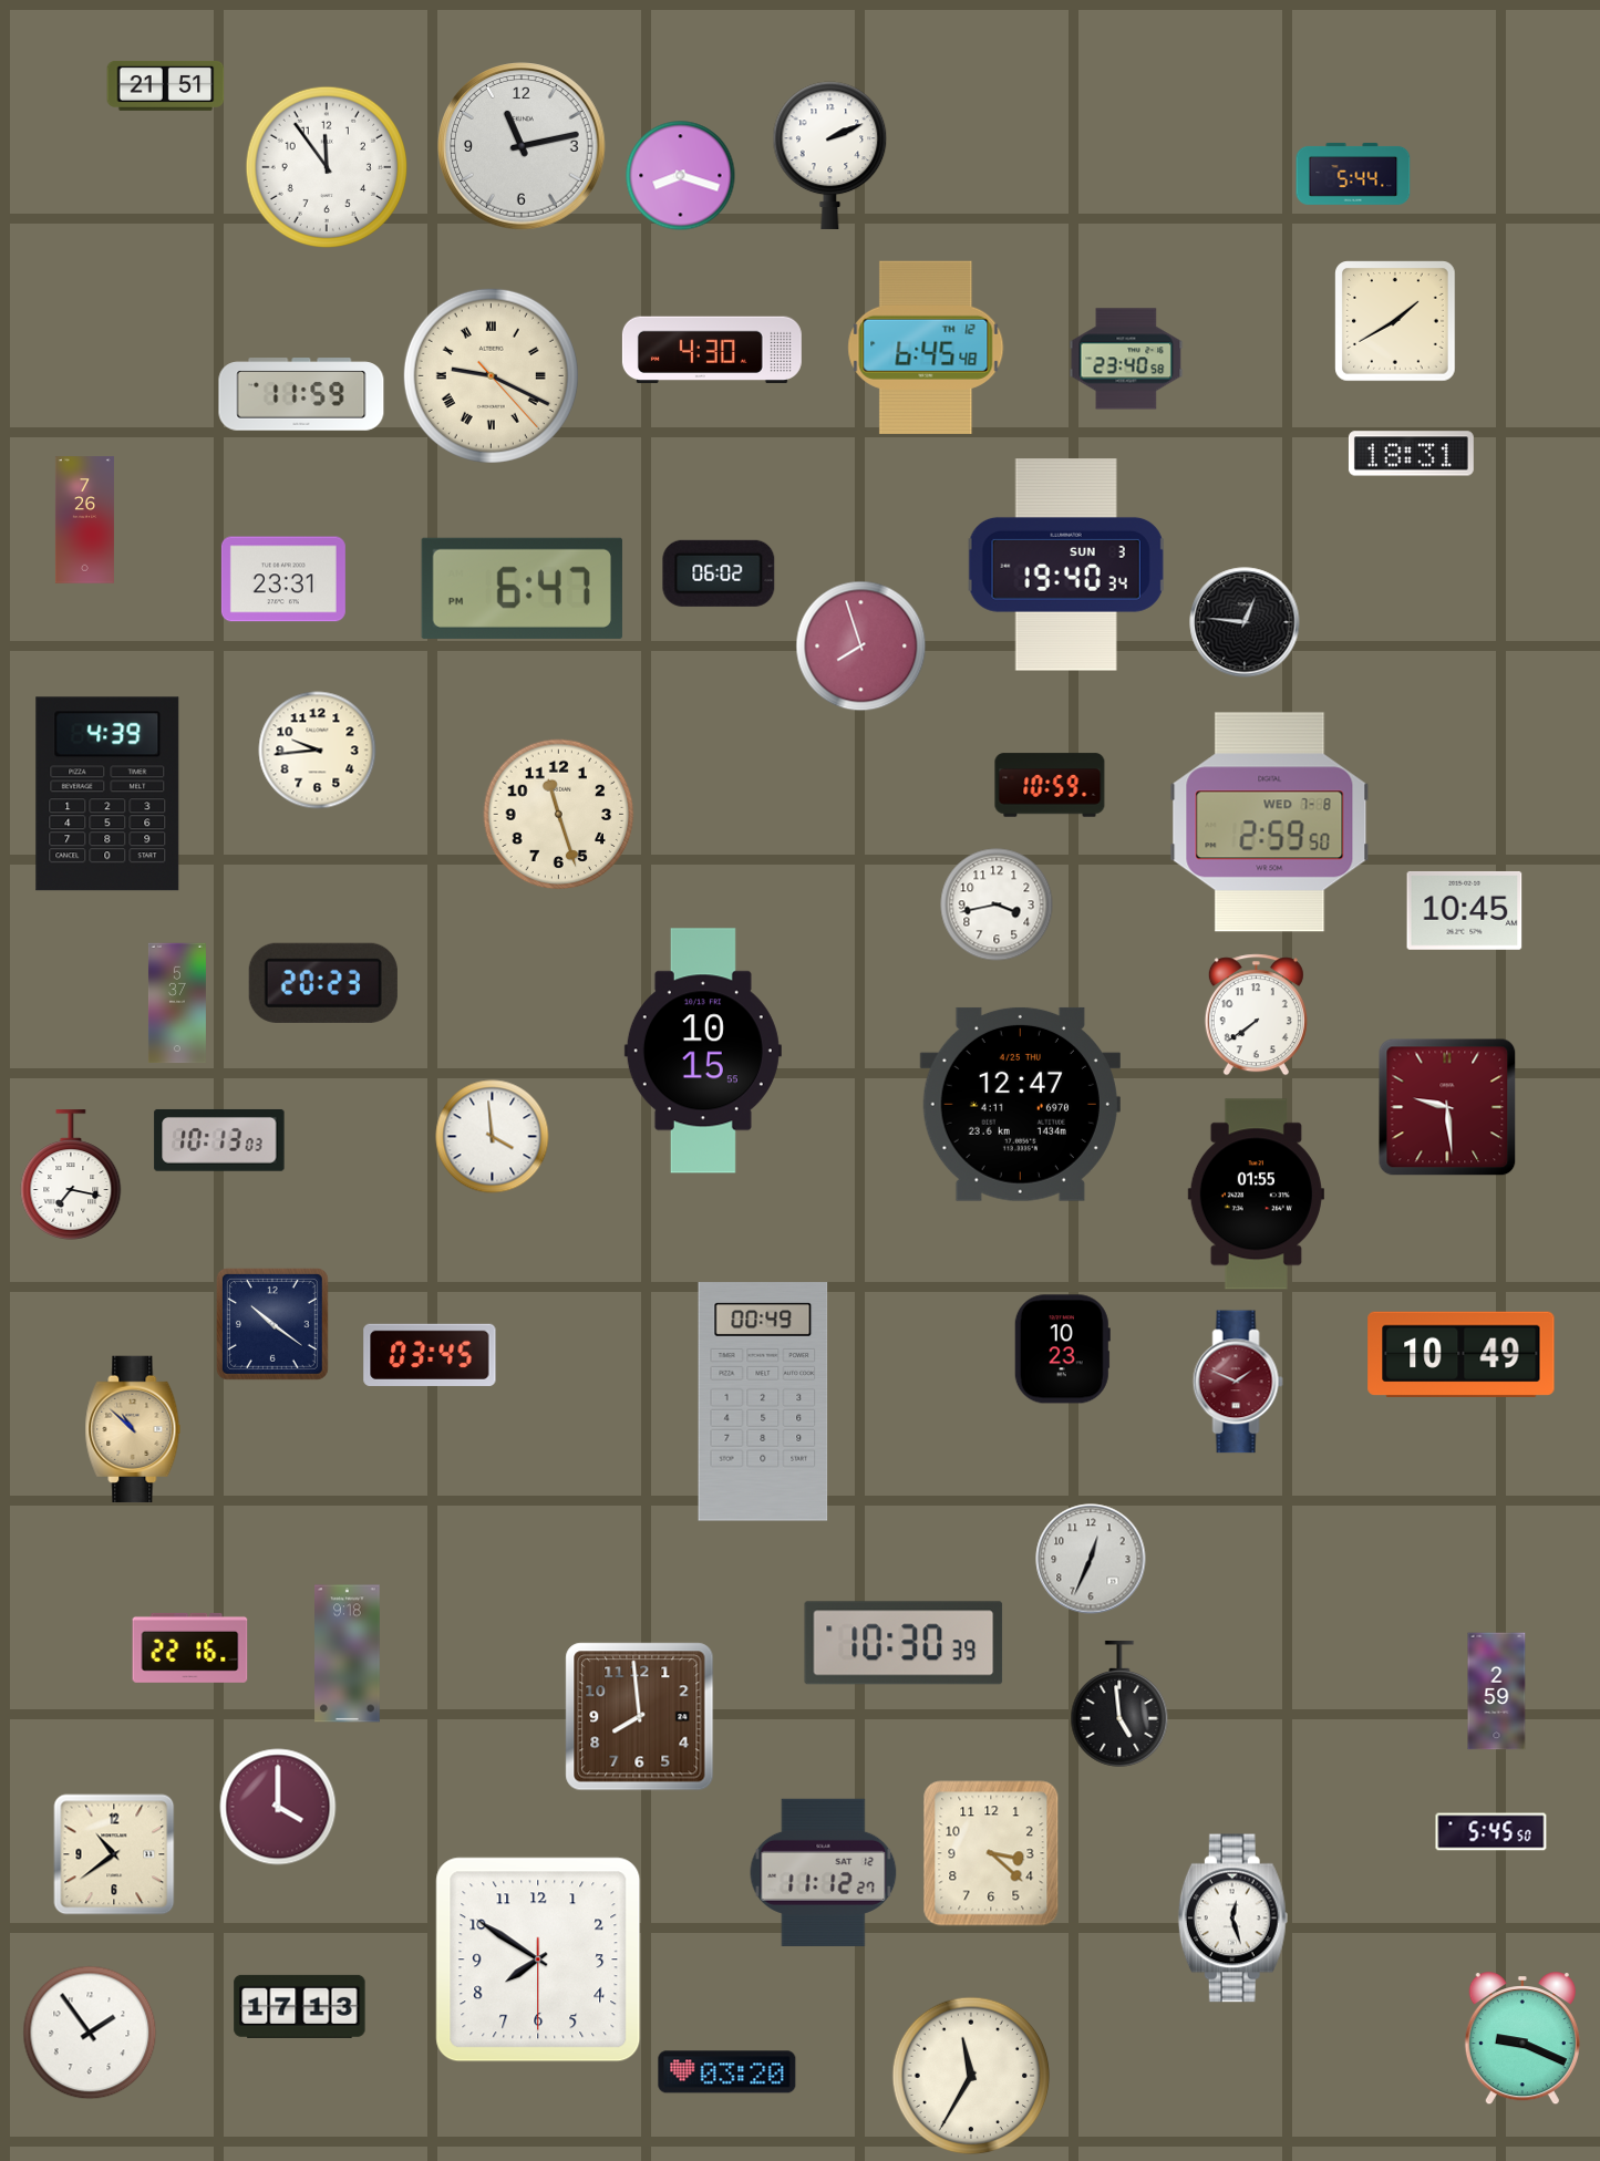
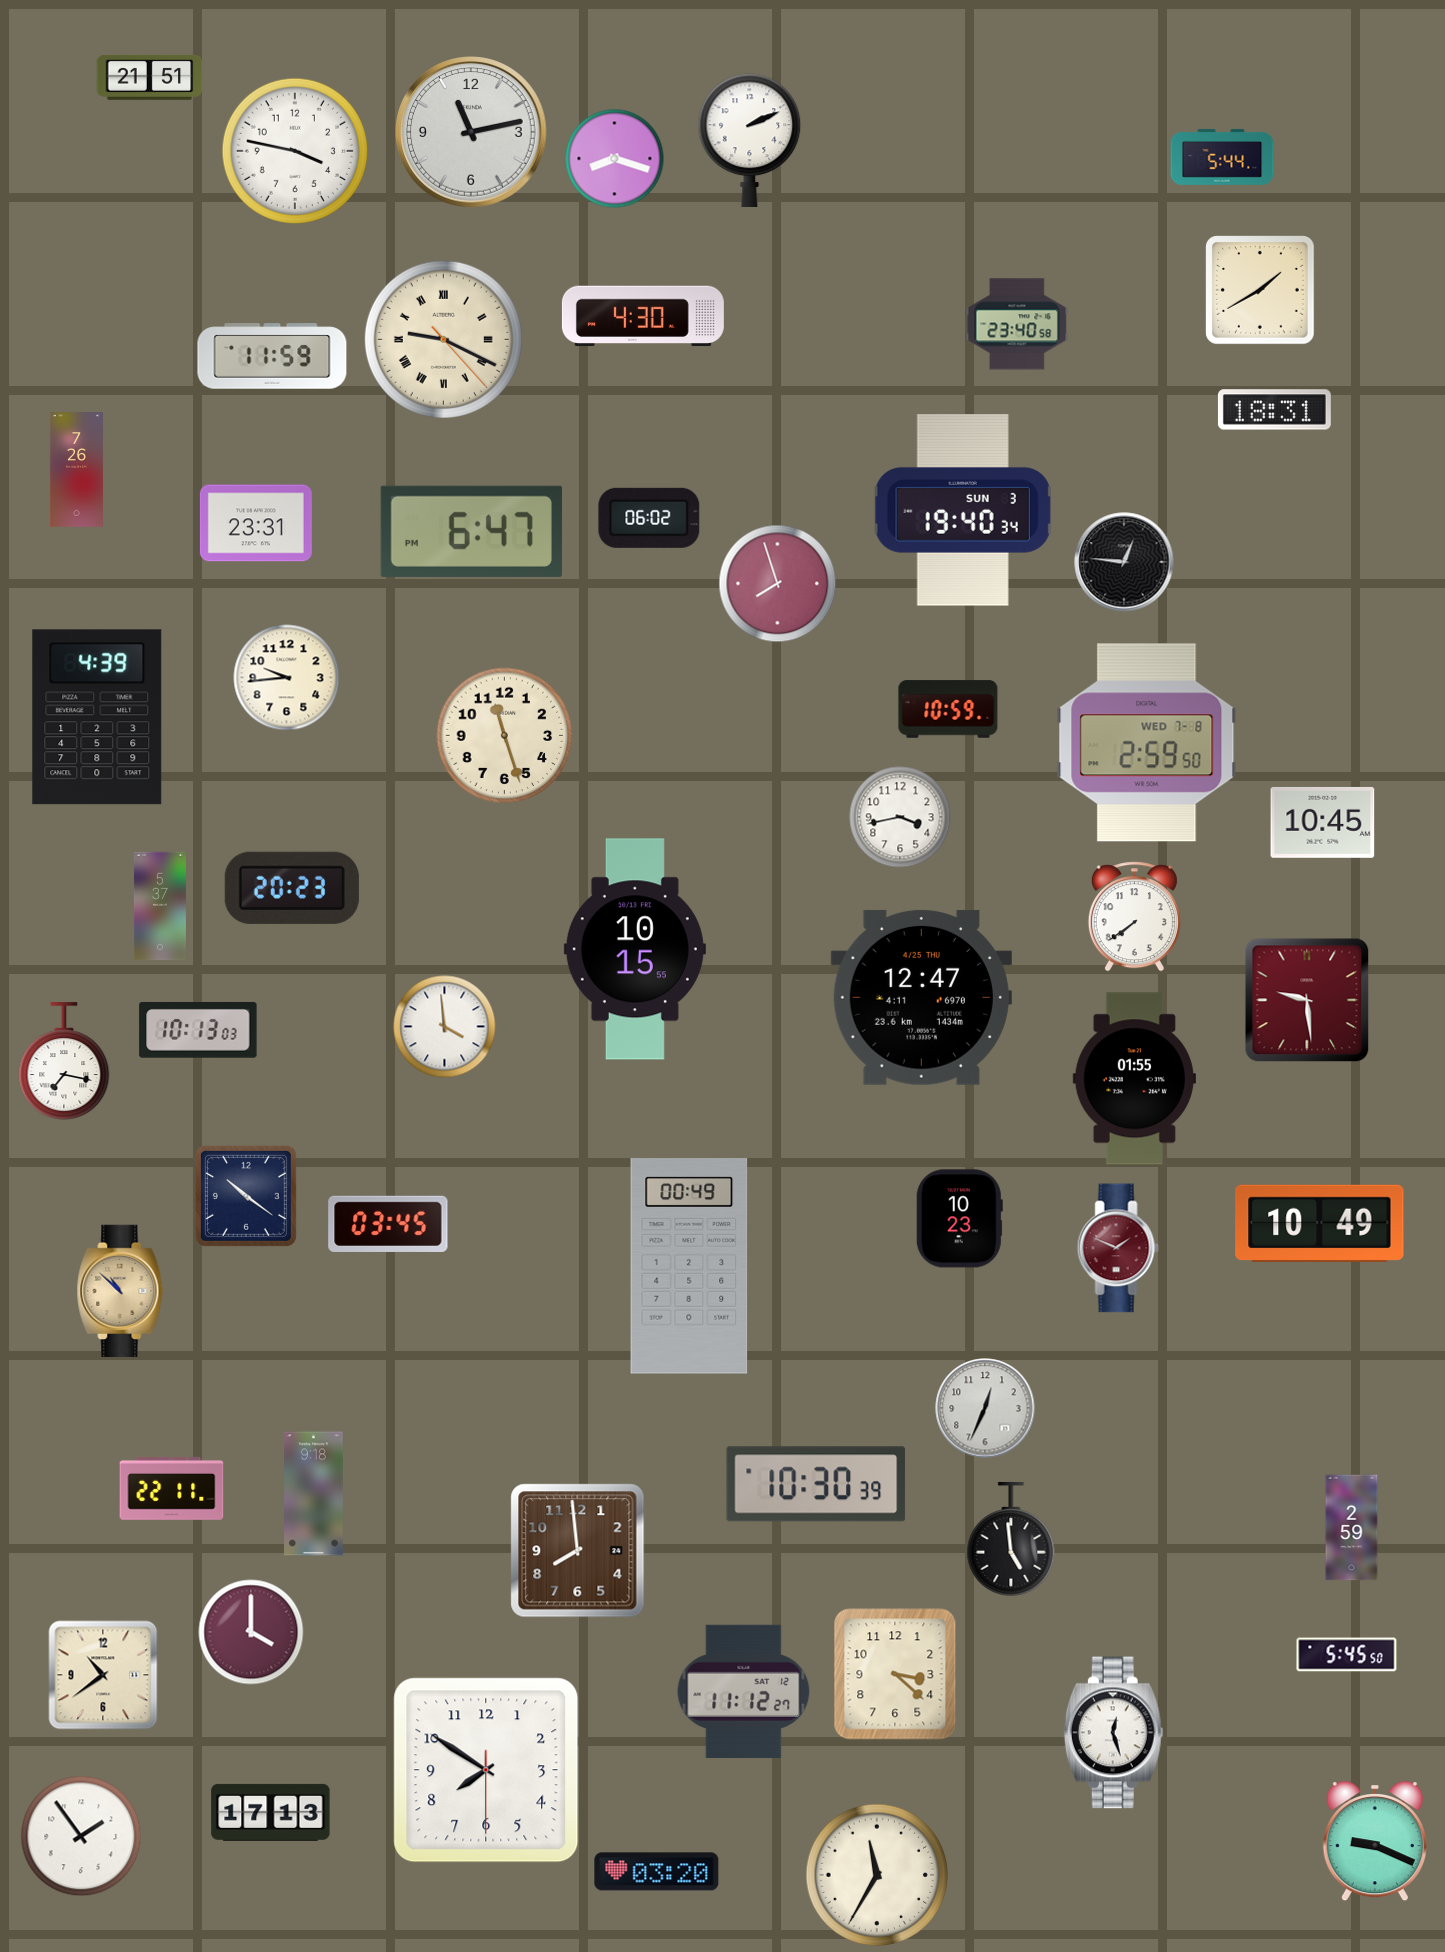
clock at (326, 166): 11:54 -> 3:47
clock at (926, 347): 6:45 -> none
clock at (190, 1647): 22:16 -> 22:11
